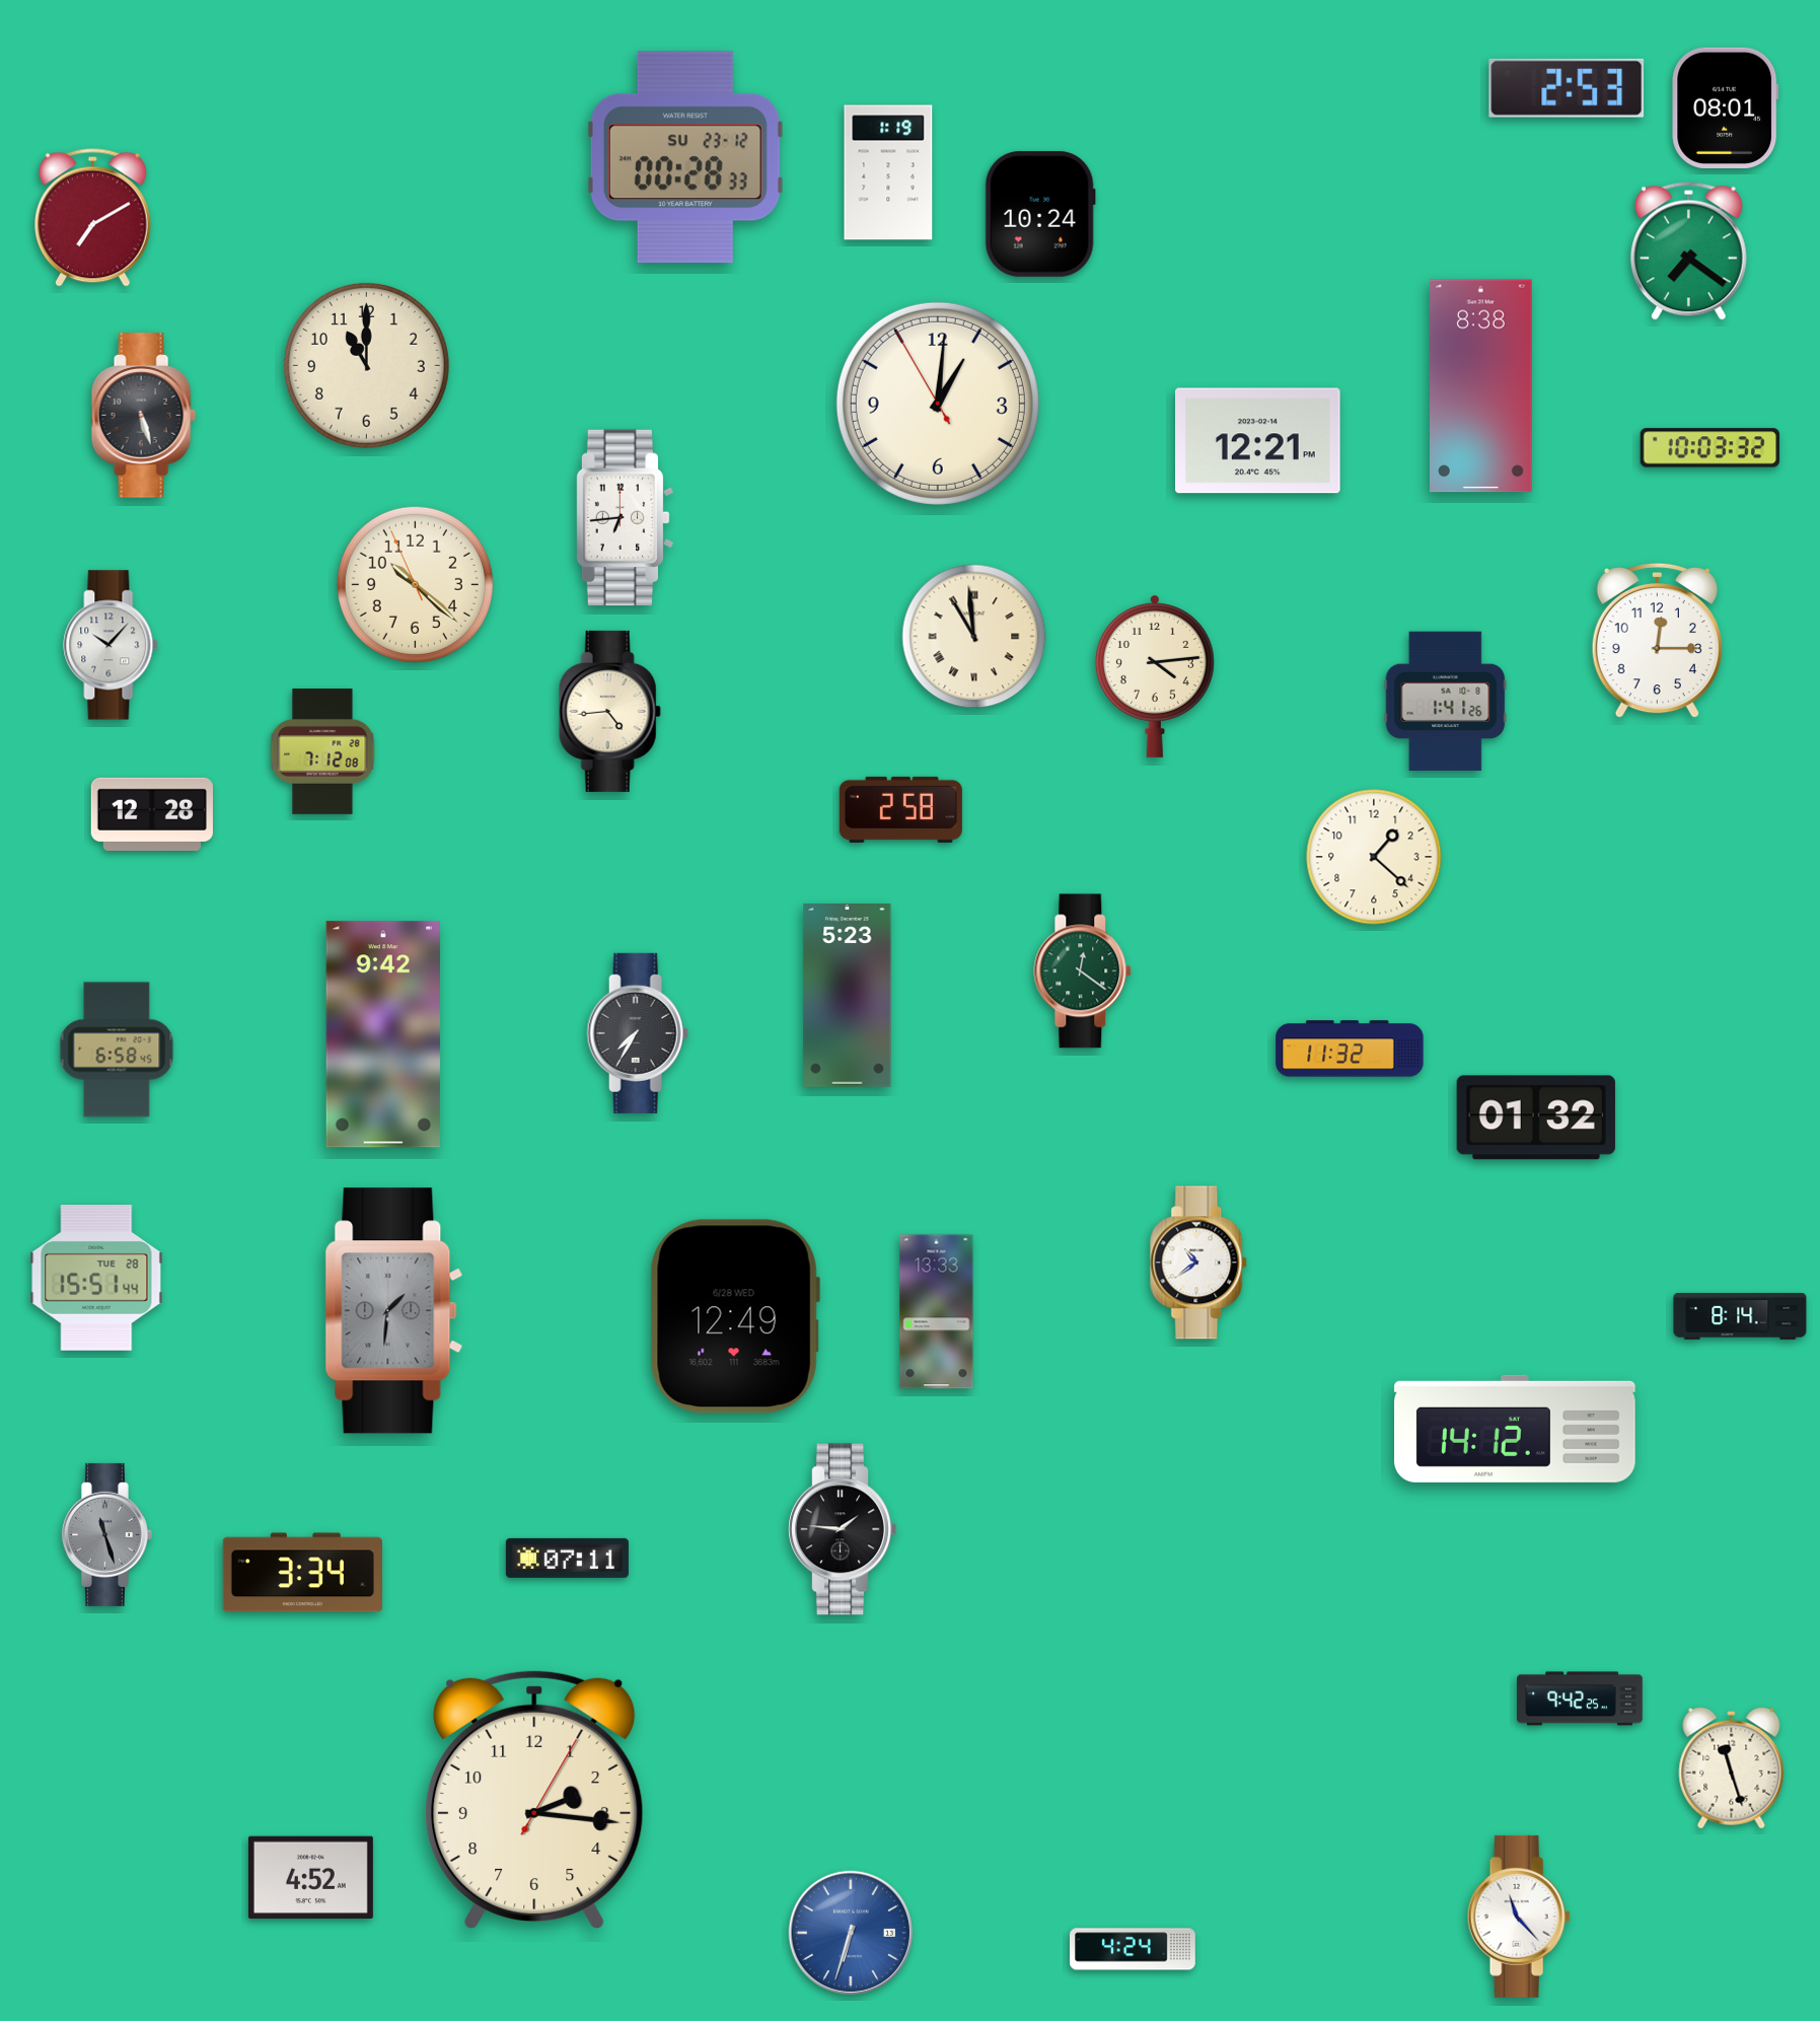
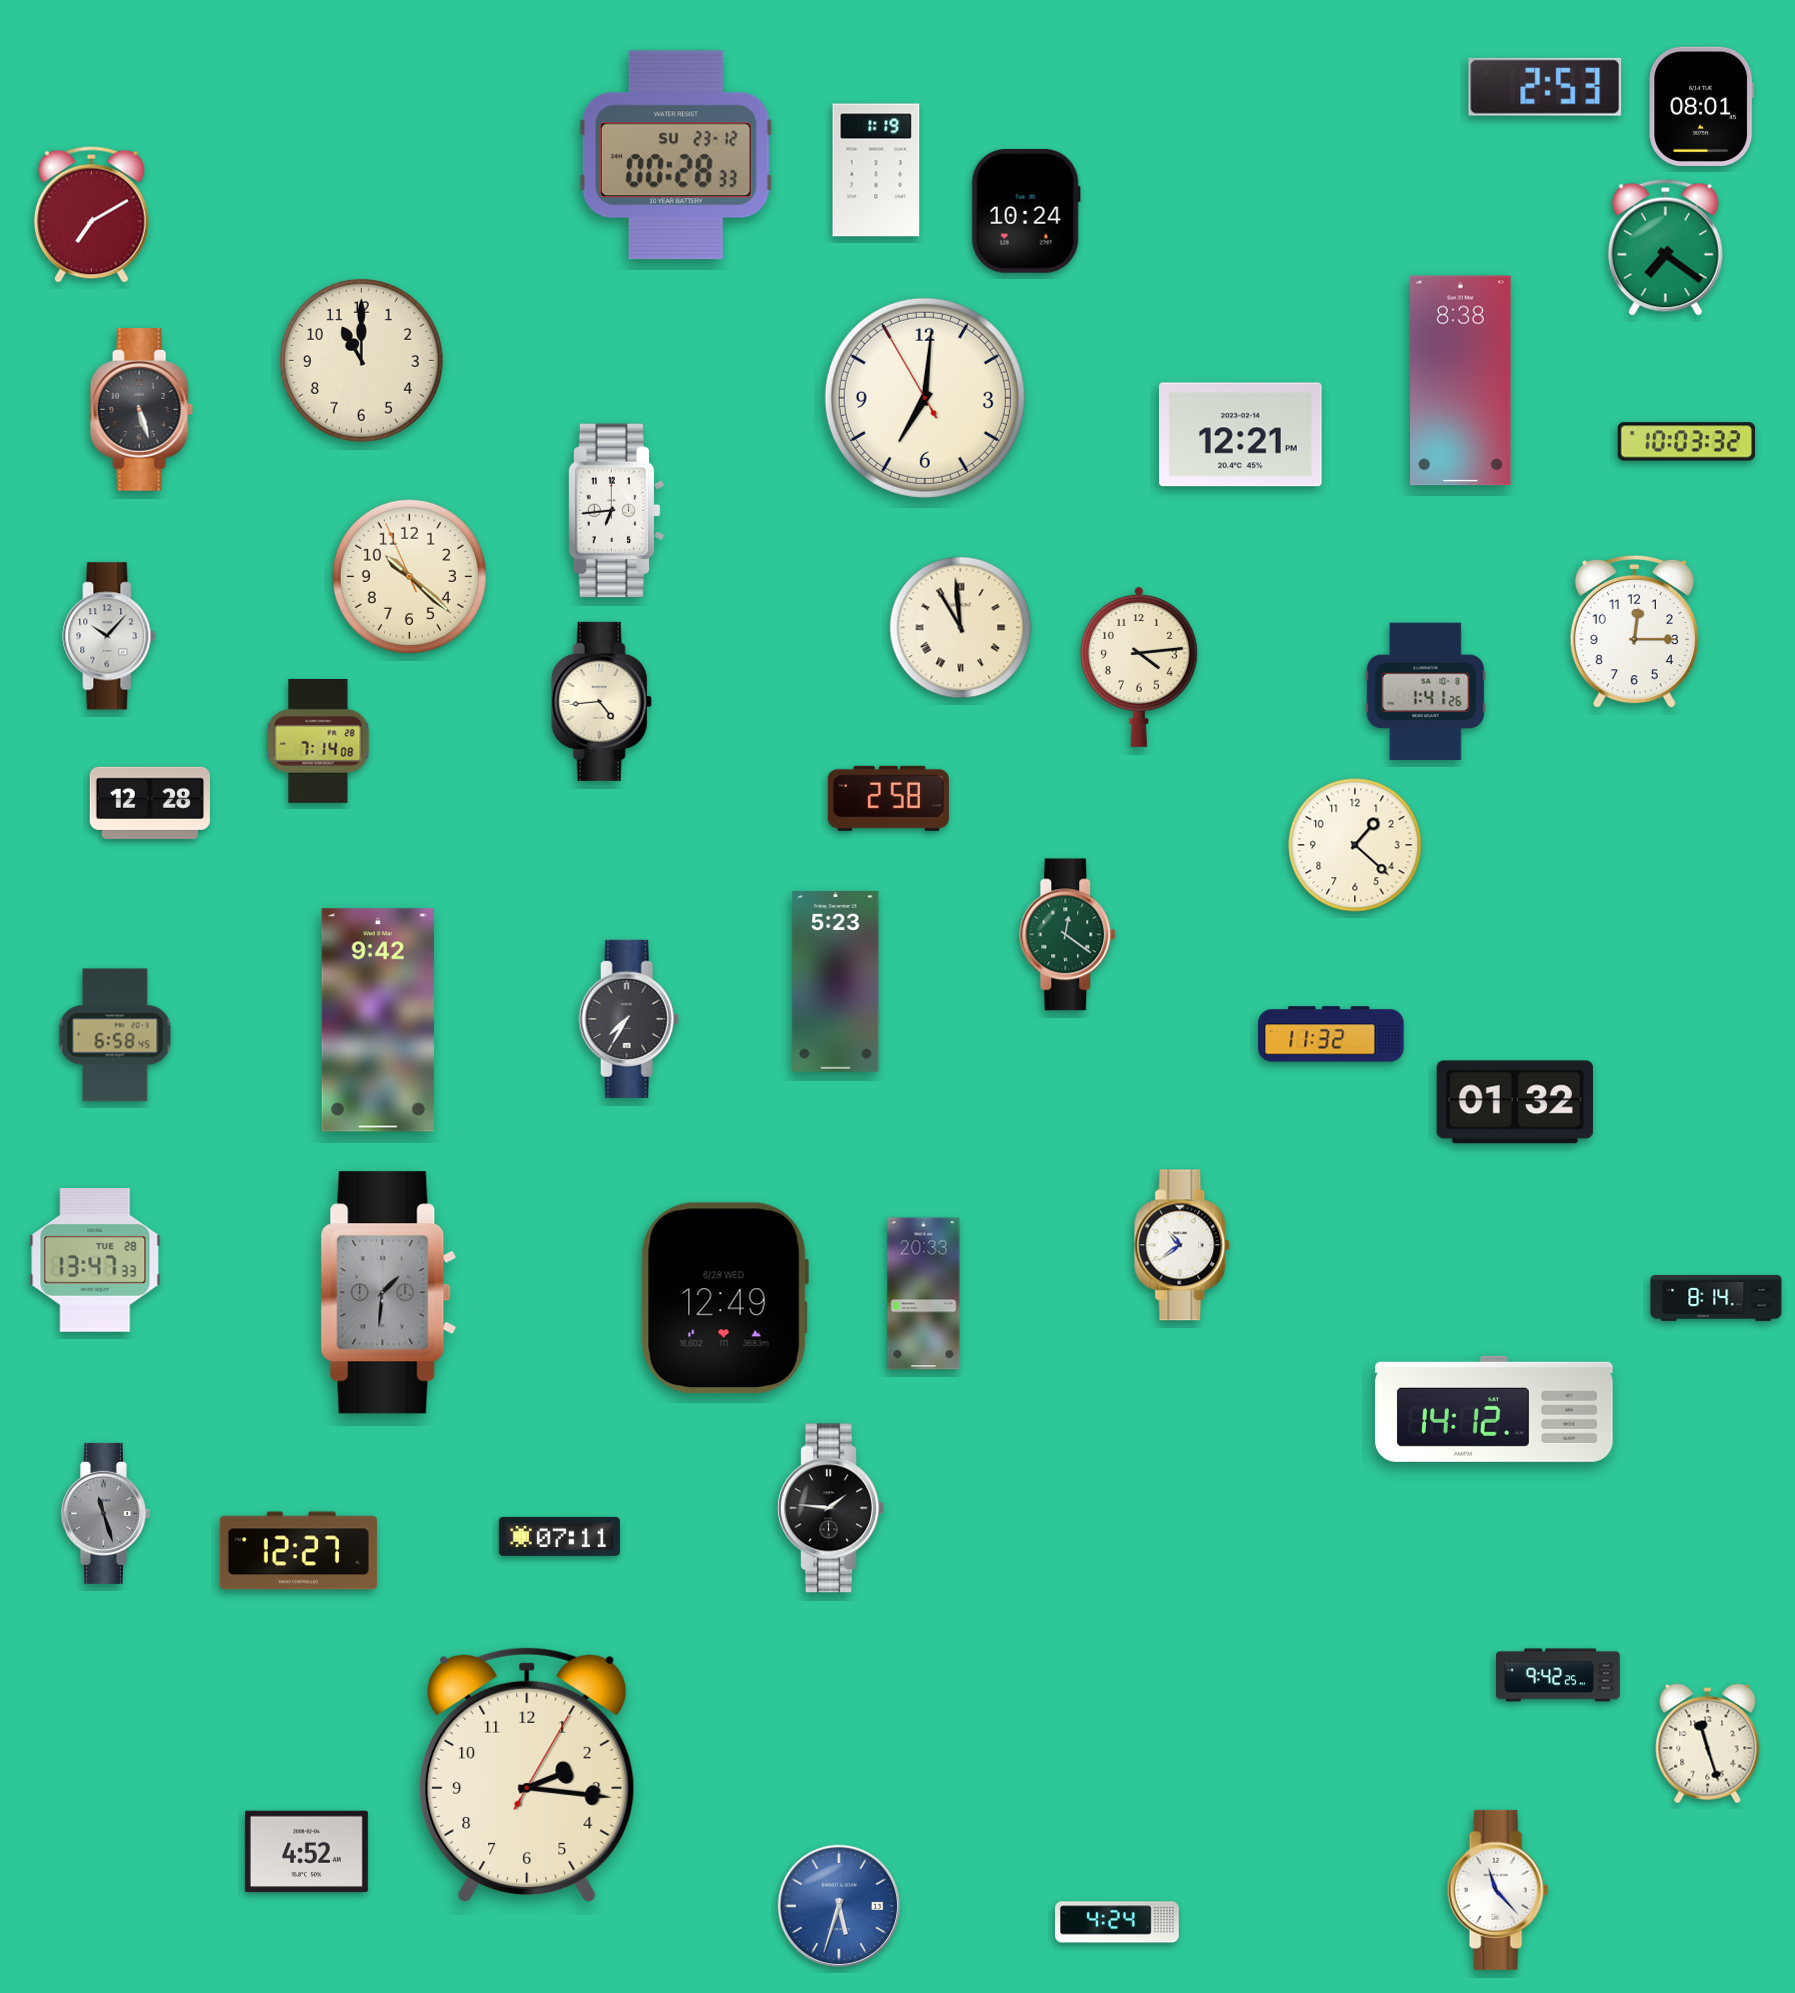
clock at (938, 404): 1:00 -> 7:00
clock at (322, 752): 7:12 -> 7:14
clock at (1083, 971) position: (1083, 971) -> (1068, 935)
clock at (96, 1278): 15:51 -> 13:47
clock at (937, 1312): 13:33 -> 20:33
clock at (302, 1573): 3:34 -> 12:27
clock at (850, 1932): 6:33 -> 5:33
